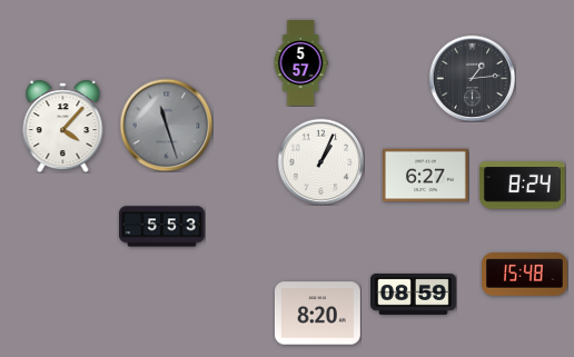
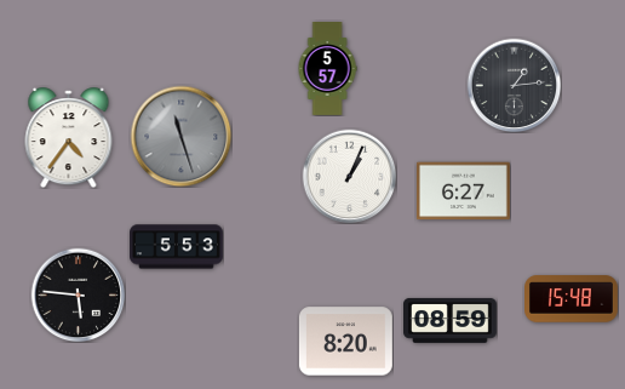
clock at (63, 127): 4:07 -> 4:36
clock at (522, 186): 8:24 -> none
clock at (78, 294): none -> 5:46
